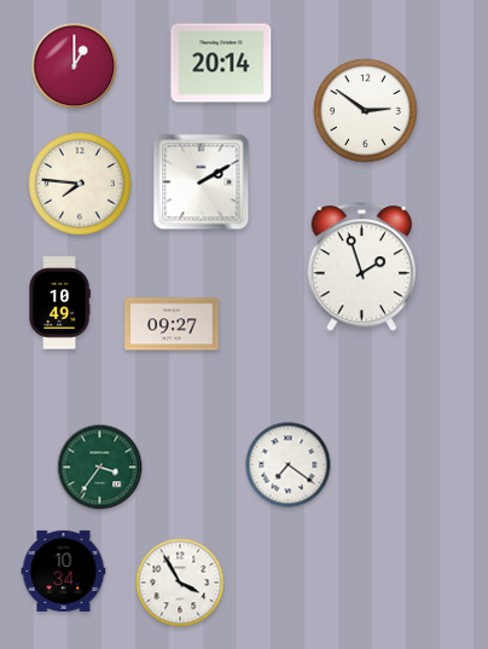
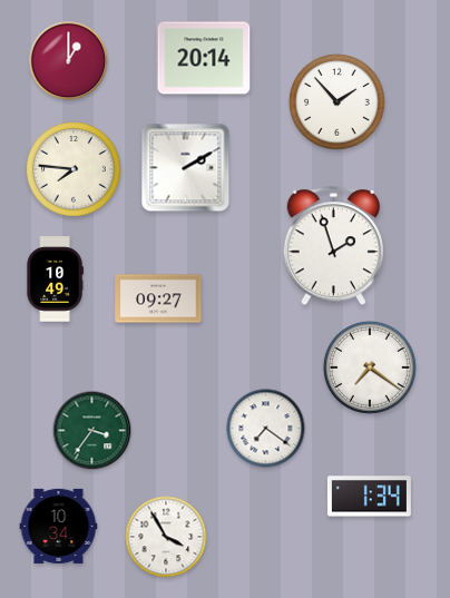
clock at (366, 111): 2:51 -> 1:53
clock at (370, 367): none -> 7:21
clock at (369, 497): none -> 1:34
